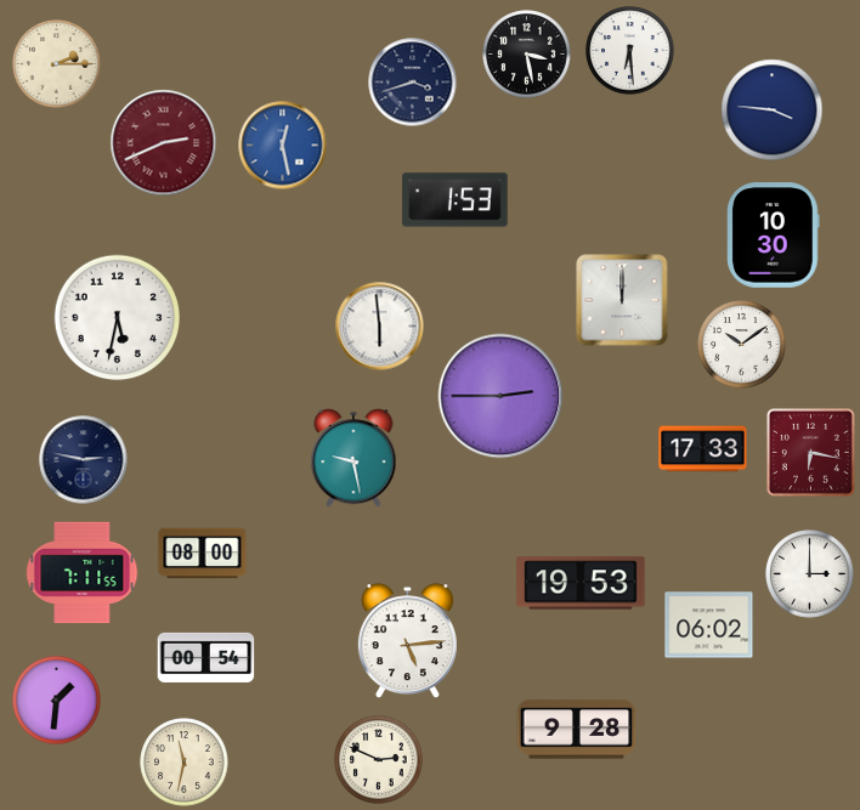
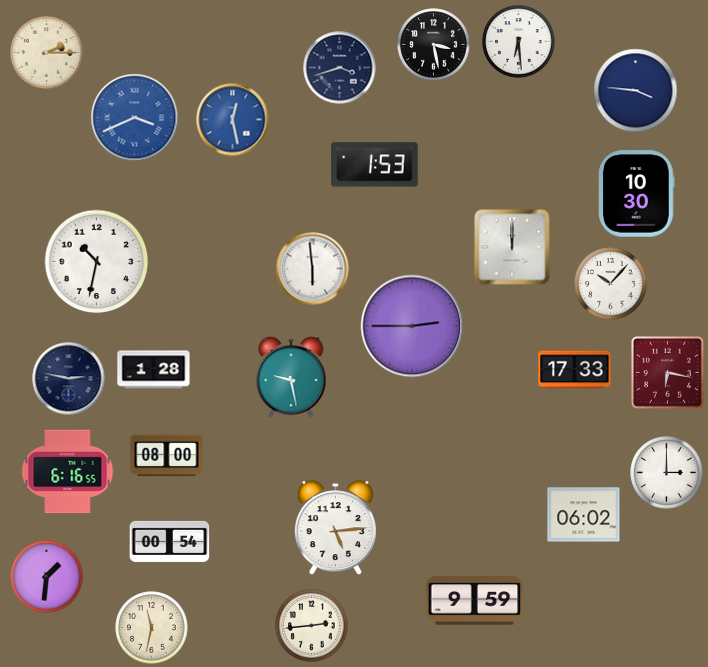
clock at (164, 143): 2:41 -> 3:41
clock at (164, 143) dial: burgundy -> blue
clock at (118, 318): 5:32 -> 10:32
clock at (742, 345): 10:09 -> 10:07
clock at (154, 370): none -> 1:28
clock at (703, 449) position: (703, 449) -> (575, 370)
clock at (83, 573): 7:11 -> 6:16
clock at (581, 583): 19:53 -> none
clock at (577, 730): 9:28 -> 9:59
clock at (379, 760): 2:49 -> 2:44
